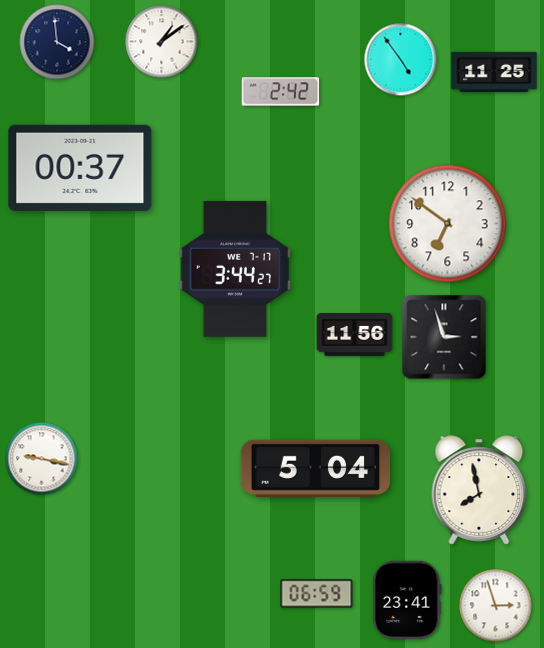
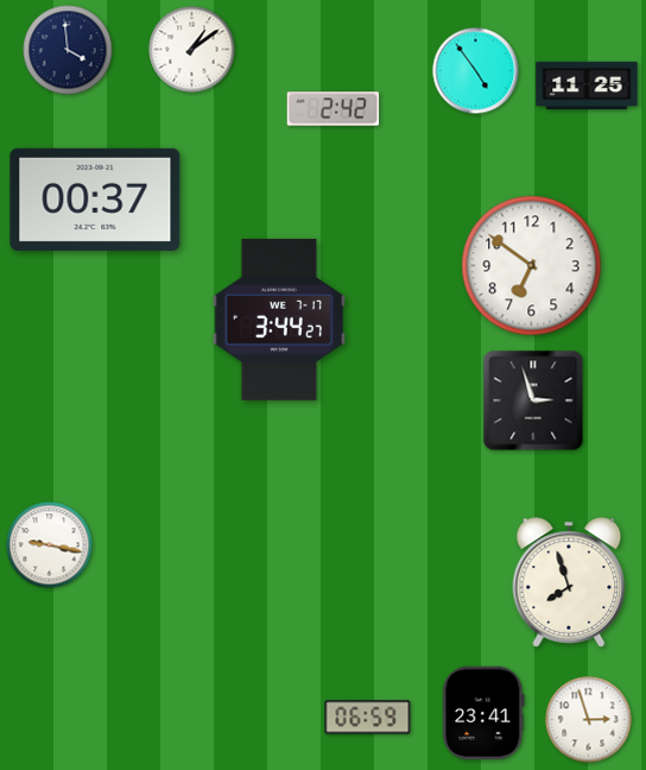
clock at (355, 334): 11:56 -> none
clock at (444, 337) position: (444, 337) -> (533, 400)
clock at (316, 468): 5:04 -> none
clock at (479, 490): 7:58 -> 7:57
clock at (317, 594) position: (317, 594) -> (368, 718)
